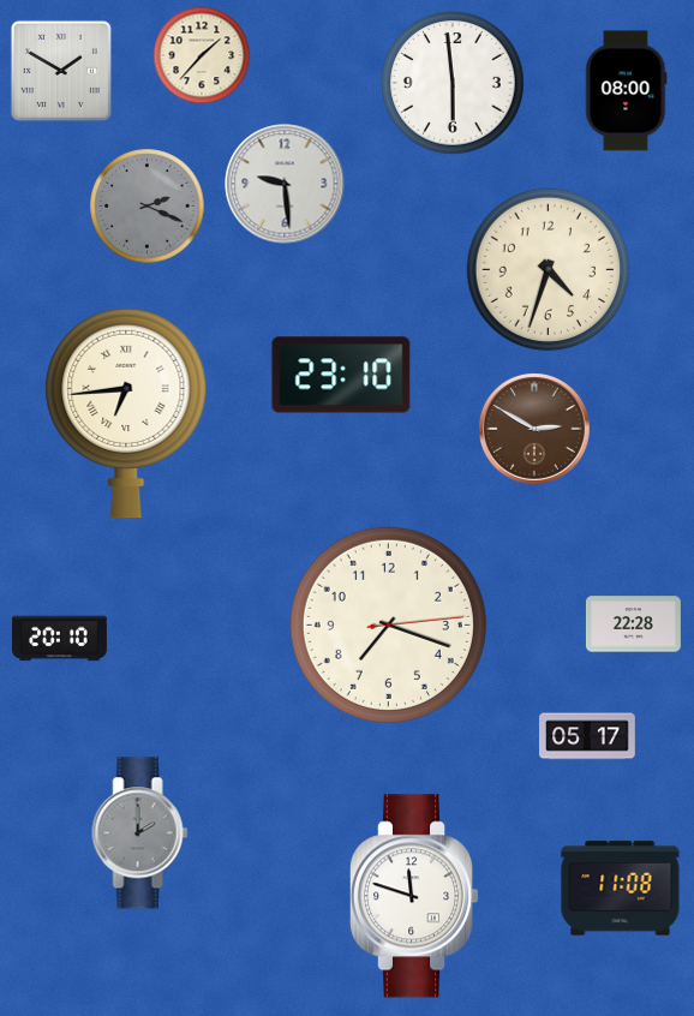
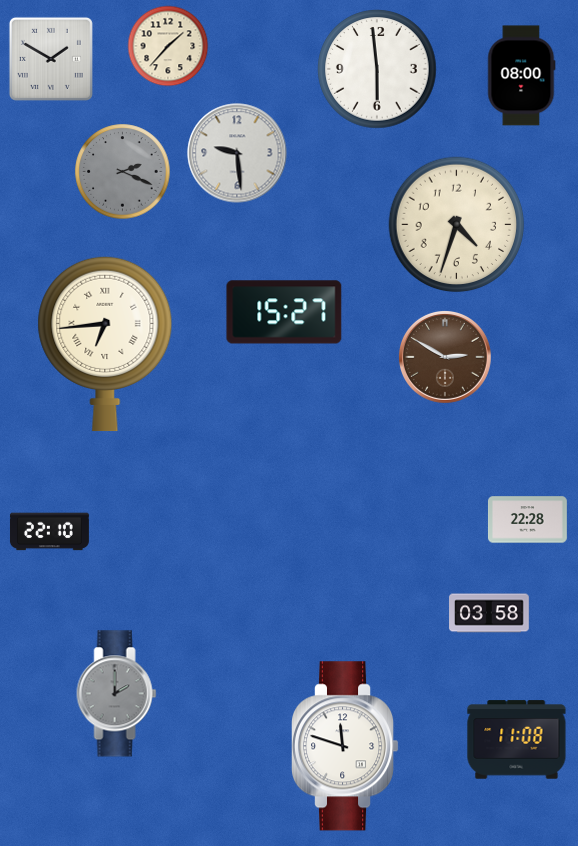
clock at (341, 375): 23:10 -> 15:27
clock at (388, 624): 7:18 -> none
clock at (59, 639): 20:10 -> 22:10
clock at (587, 736): 05:17 -> 03:58
